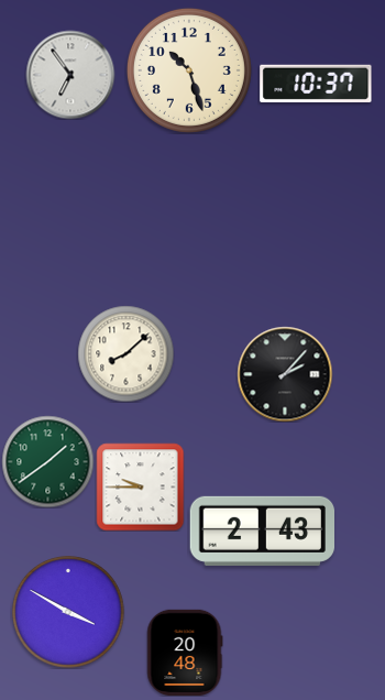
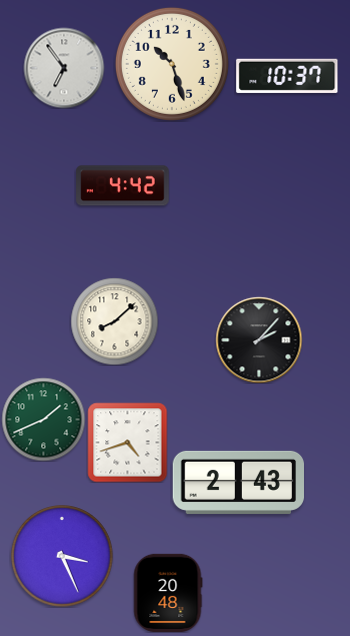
clock at (123, 186): none -> 4:42
clock at (47, 461): 1:39 -> 1:41
clock at (140, 486): 9:45 -> 4:42
clock at (68, 612): 3:50 -> 3:26
